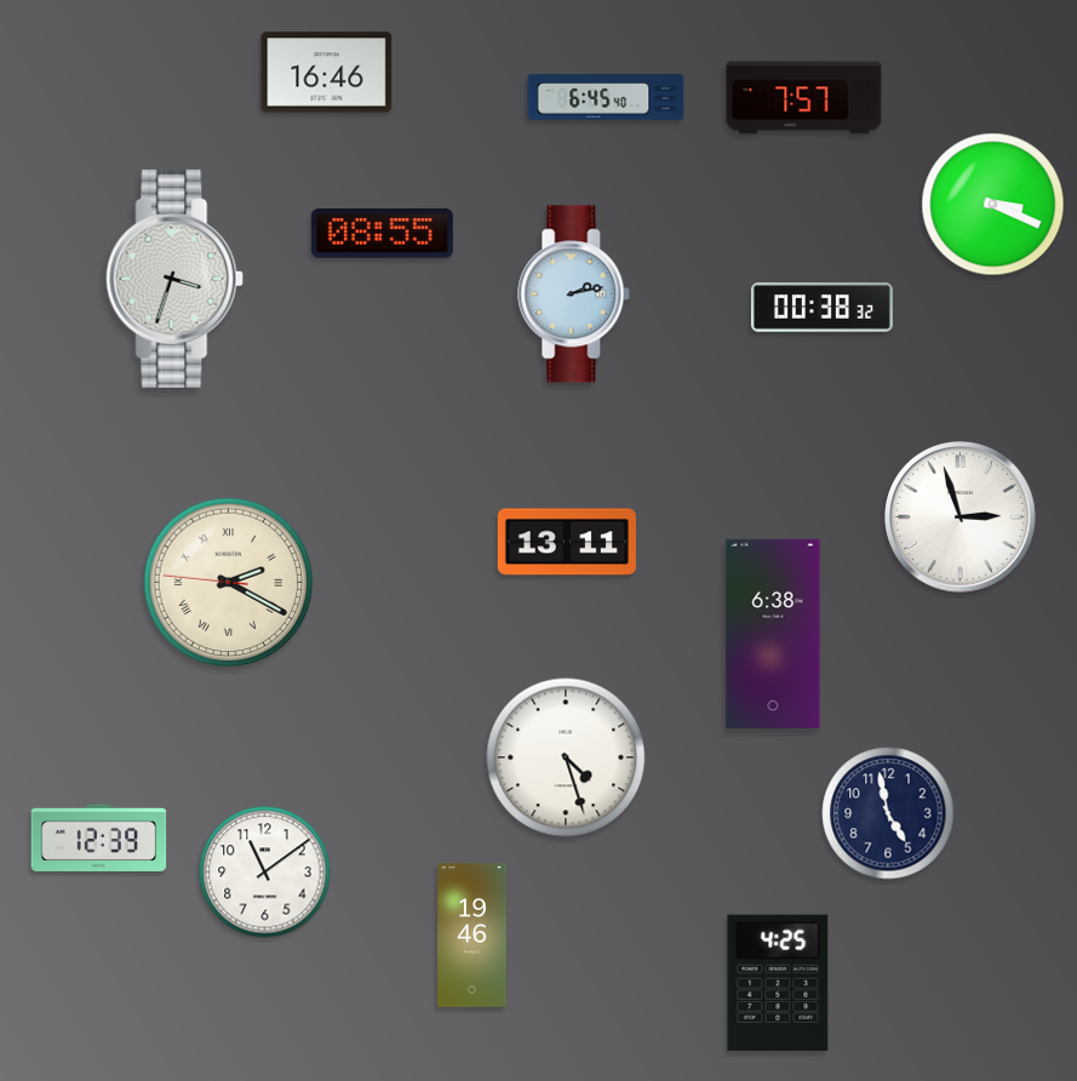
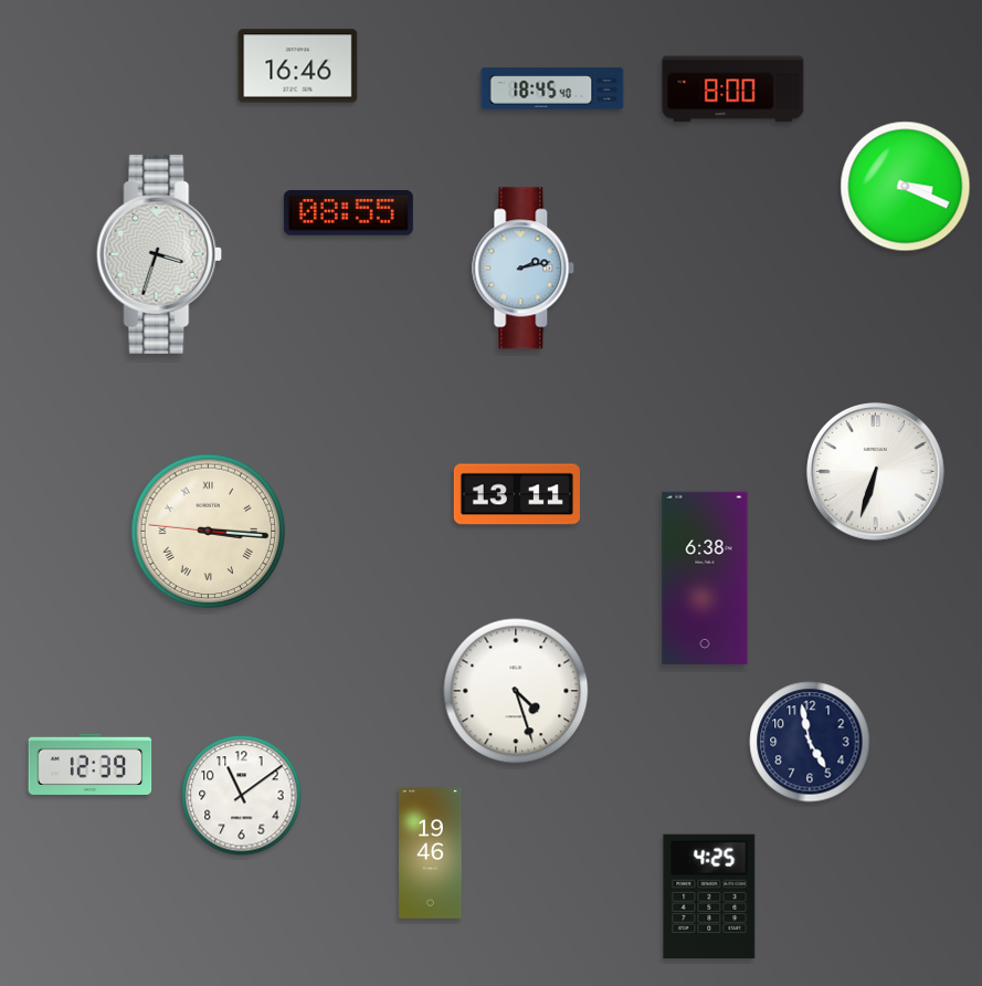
clock at (606, 97): 6:45 -> 18:45
clock at (804, 98): 7:57 -> 8:00
clock at (821, 308): 00:38 -> none
clock at (961, 517): 2:57 -> 6:33
clock at (229, 583): 2:19 -> 3:15
